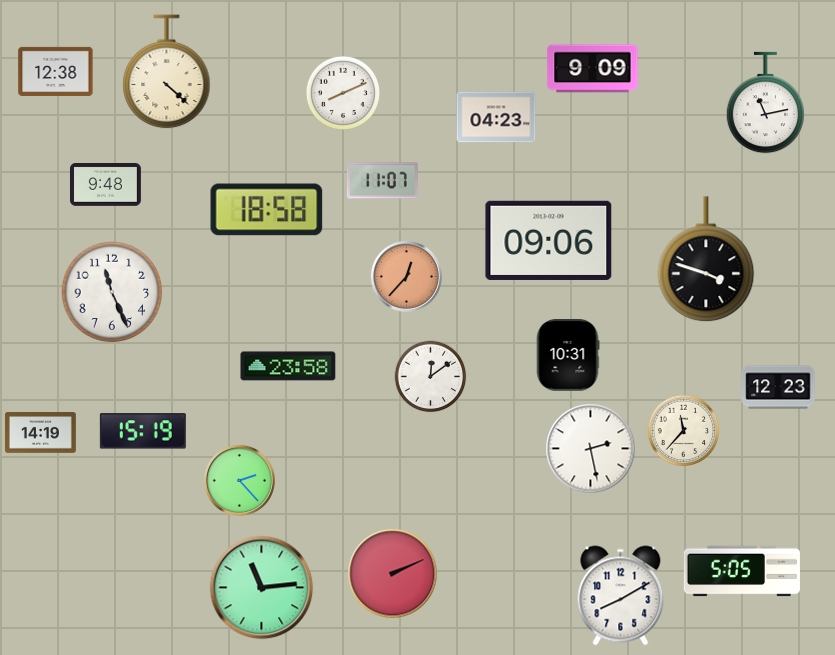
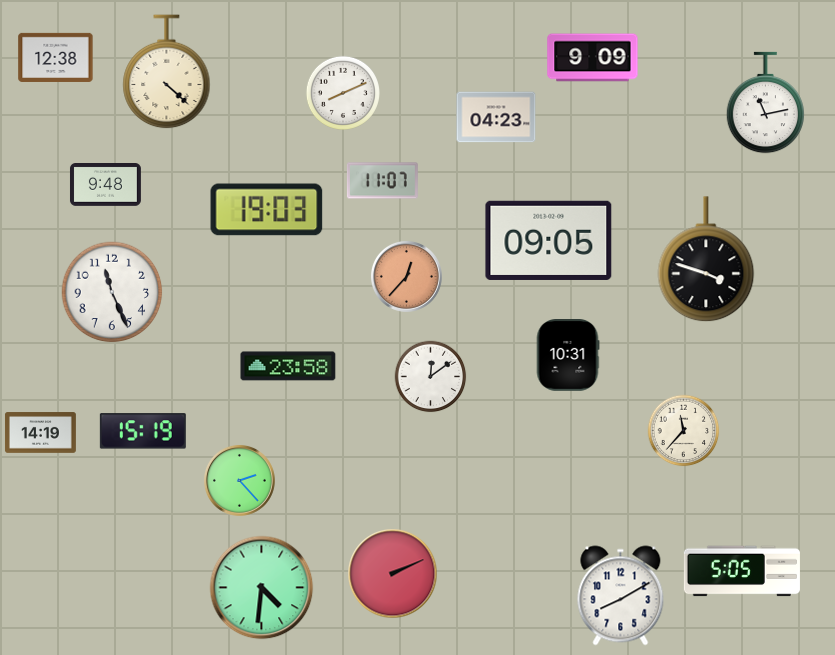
clock at (593, 69) position: (593, 69) -> (593, 58)
clock at (56, 71) position: (56, 71) -> (56, 57)
clock at (267, 210): 18:58 -> 19:03
clock at (549, 240): 09:06 -> 09:05
clock at (778, 387): 12:23 -> none
clock at (591, 449): 2:28 -> none
clock at (262, 588): 11:14 -> 4:31
